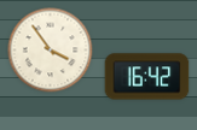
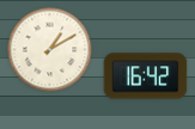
clock at (51, 51): 3:54 -> 1:10
